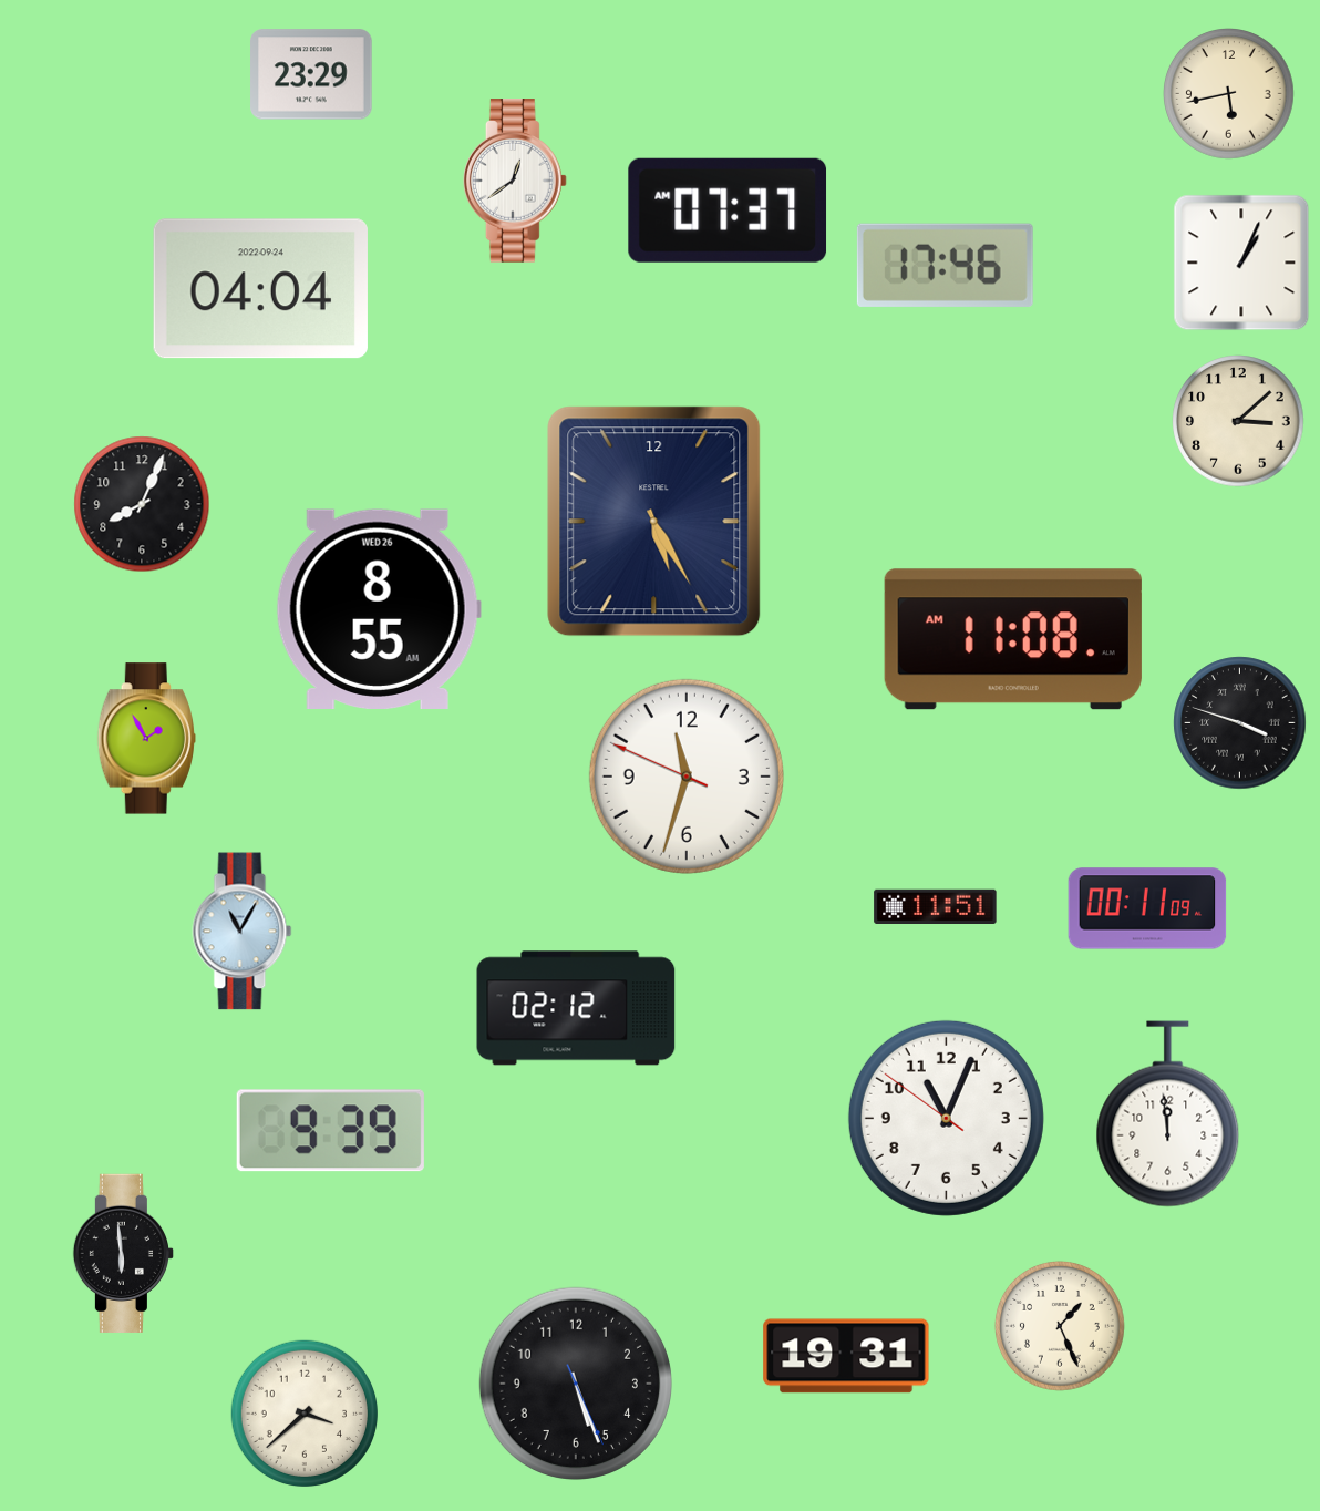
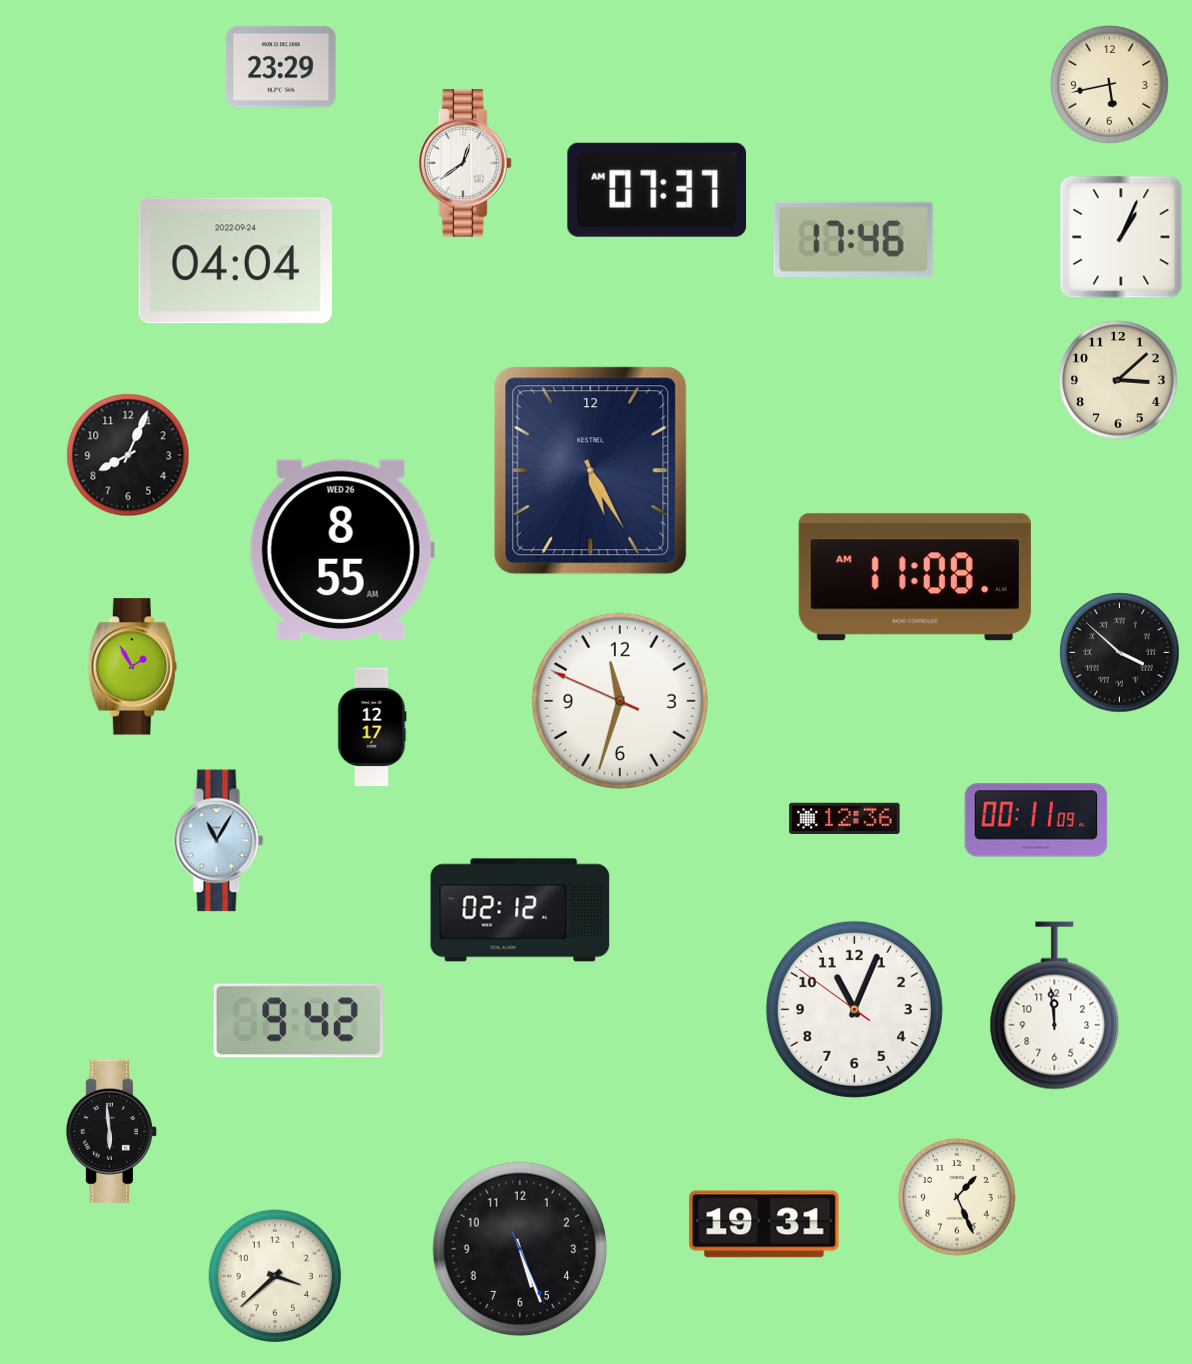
clock at (1240, 723): 3:48 -> 3:52
clock at (372, 727): none -> 12:17
clock at (936, 906): 11:51 -> 12:36
clock at (330, 1131): 9:39 -> 9:42
